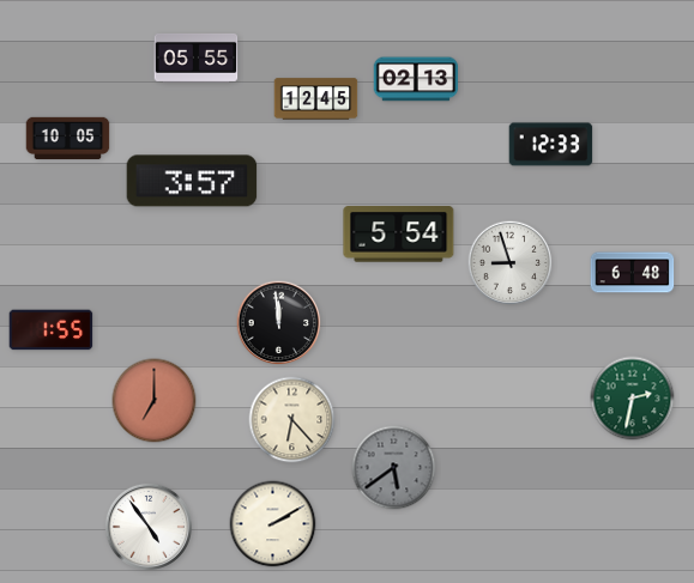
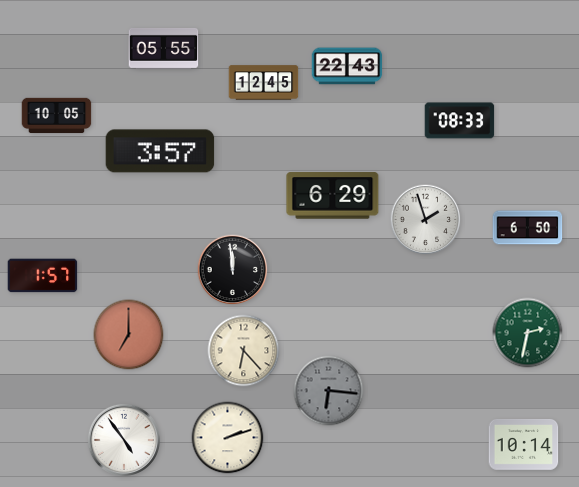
clock at (416, 79): 02:13 -> 22:43
clock at (551, 145): 12:33 -> 08:33
clock at (399, 235): 5:54 -> 6:29
clock at (511, 263): 8:57 -> 1:57
clock at (633, 273): 6:48 -> 6:50
clock at (52, 330): 1:55 -> 1:57
clock at (394, 468): 5:39 -> 6:16
clock at (273, 524): 2:10 -> 2:12
clock at (524, 445): none -> 10:14
